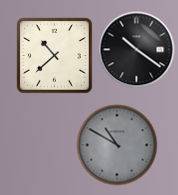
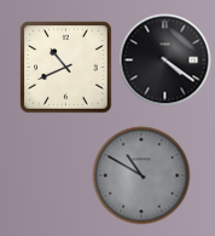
clock at (137, 50): 10:21 -> 4:21
clock at (55, 56): 10:38 -> 10:41
